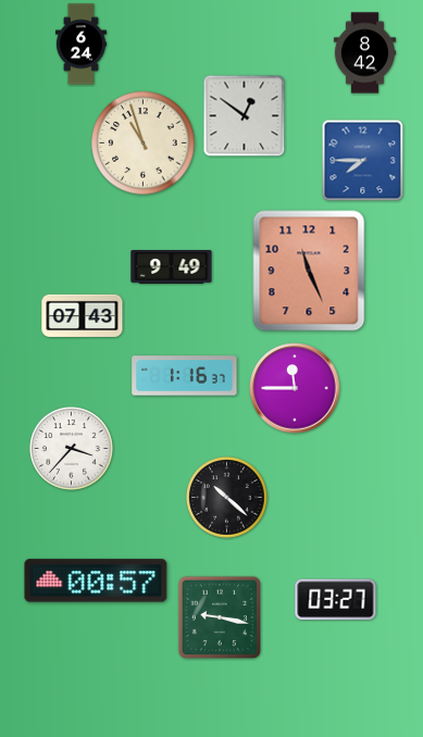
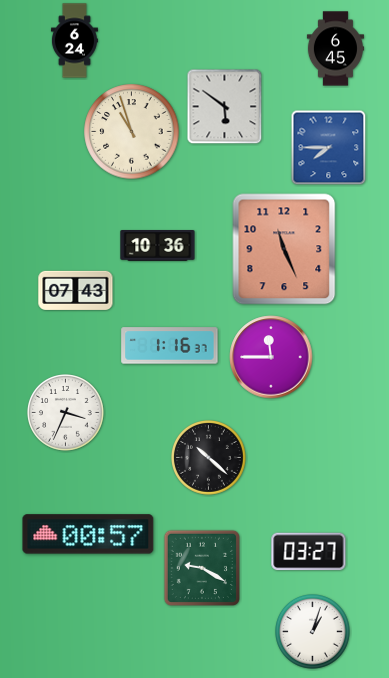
clock at (364, 53): 8:42 -> 6:45
clock at (245, 116): 12:51 -> 5:51
clock at (363, 161) position: (363, 161) -> (329, 148)
clock at (172, 267): 9:49 -> 10:36
clock at (72, 449): 3:37 -> 3:34
clock at (219, 616): 9:17 -> 9:20
clock at (313, 632): none -> 1:03
